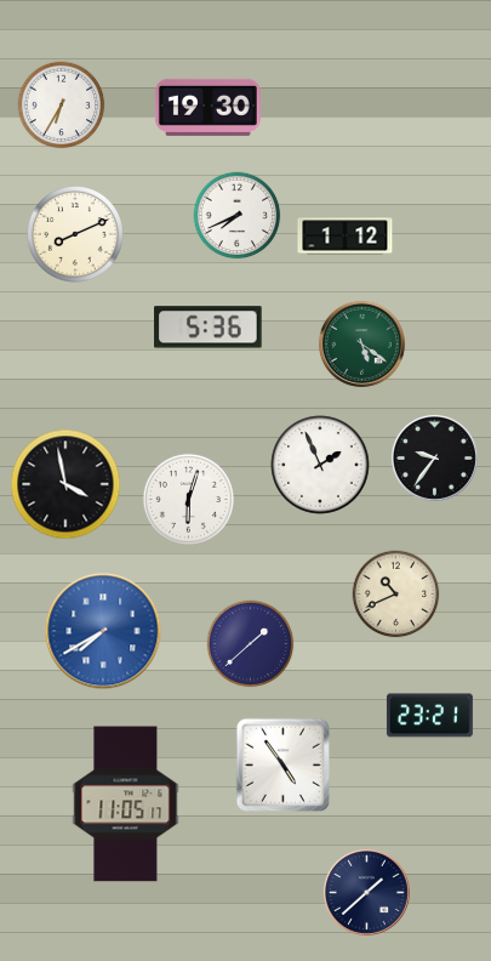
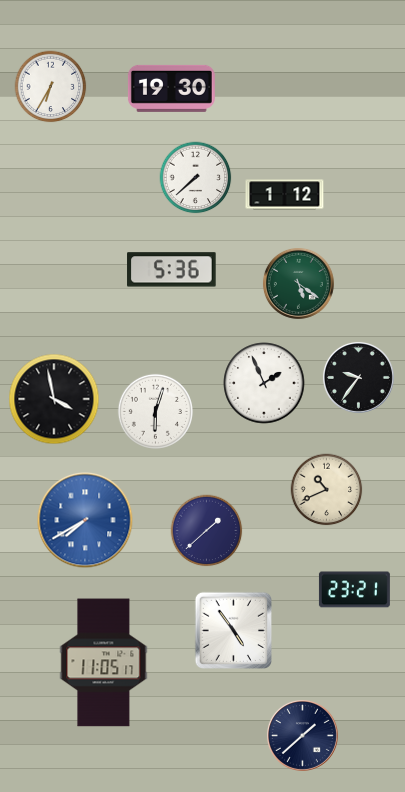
clock at (238, 216): 7:41 -> 7:38
clock at (76, 235): 8:11 -> none
